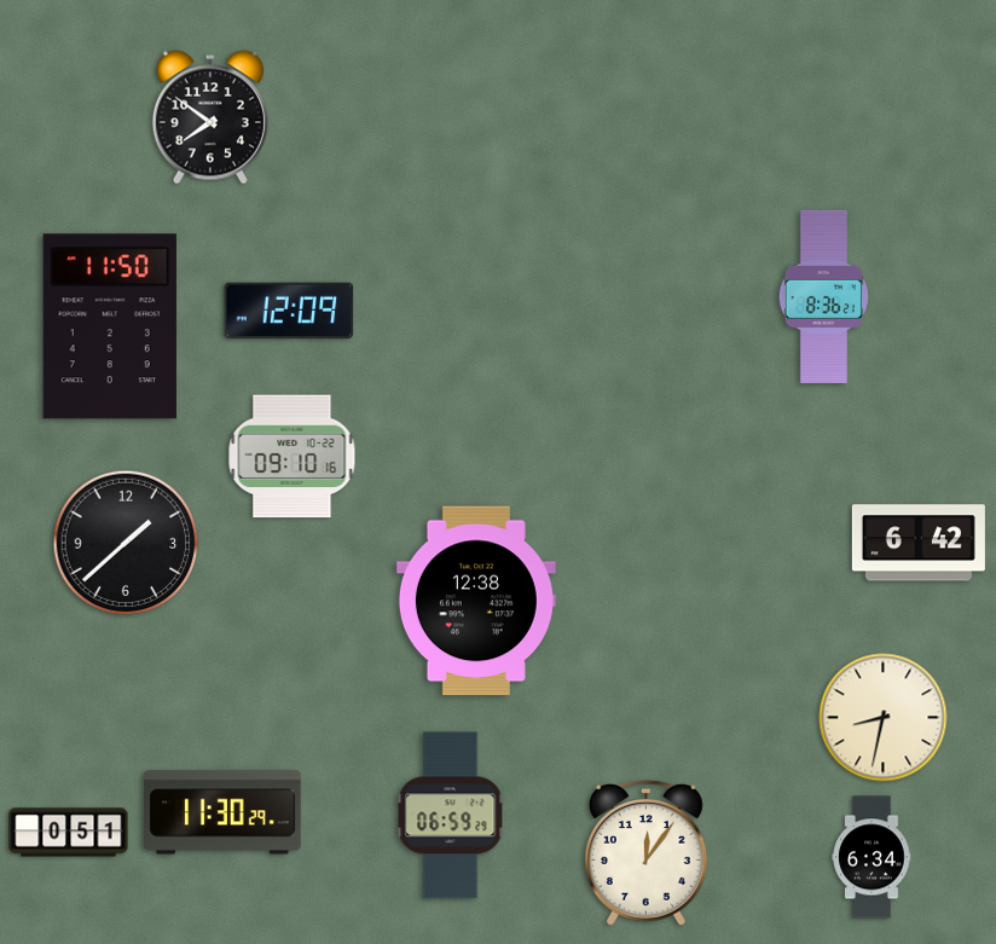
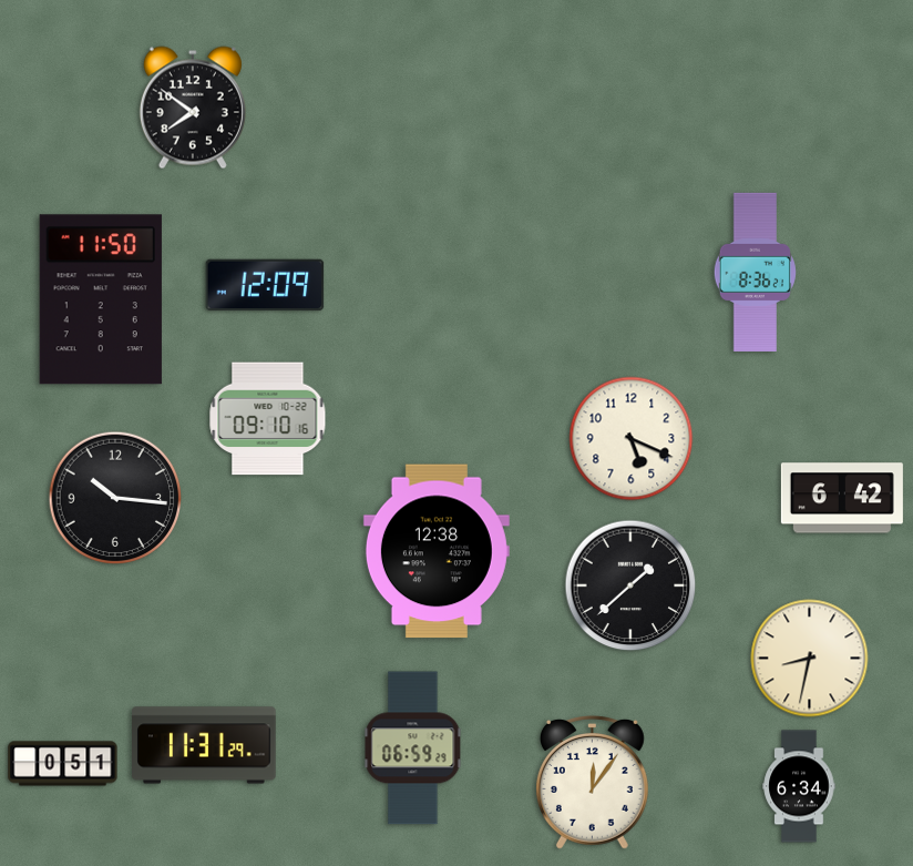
clock at (632, 439): none -> 5:19
clock at (126, 543): 1:38 -> 10:16
clock at (630, 585): none -> 1:38
clock at (222, 812): 11:30 -> 11:31
